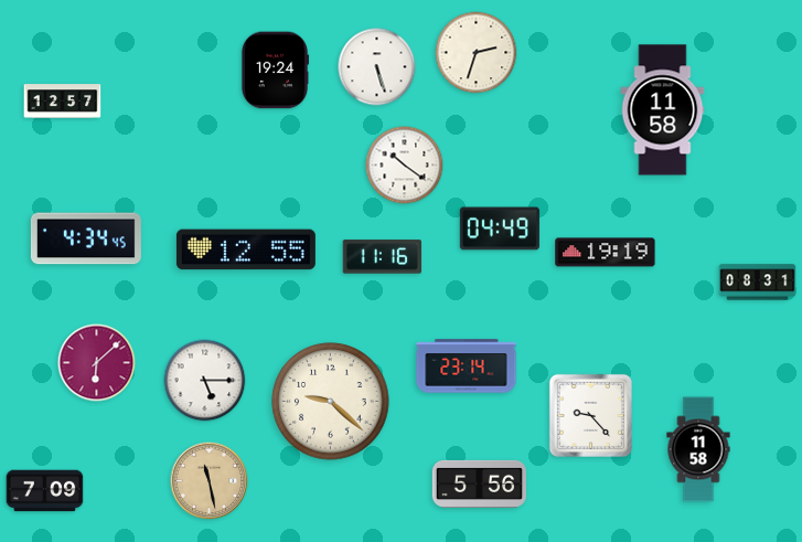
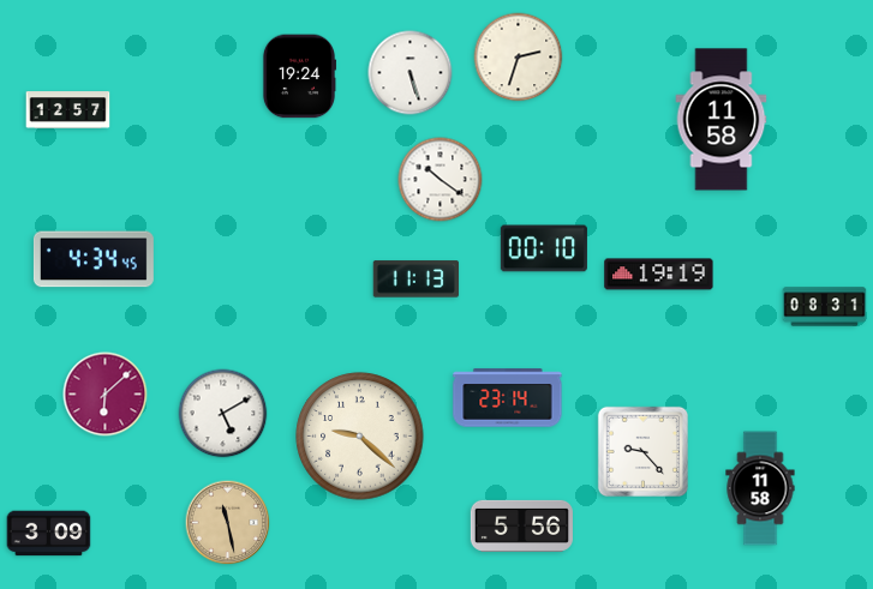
clock at (500, 229): 04:49 -> 00:10
clock at (246, 249): 12:55 -> none
clock at (382, 257): 11:16 -> 11:13
clock at (205, 381): 5:15 -> 5:10
clock at (45, 491): 7:09 -> 3:09
